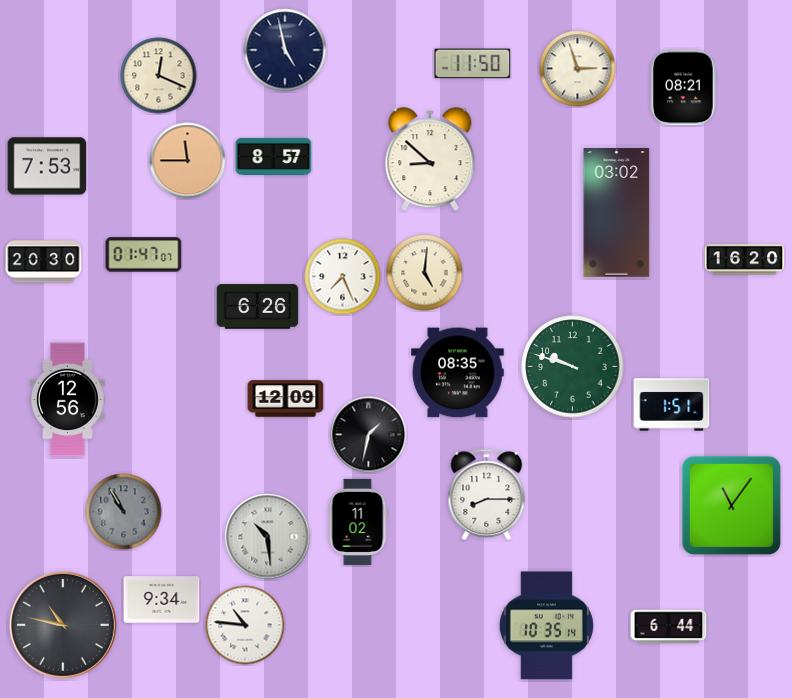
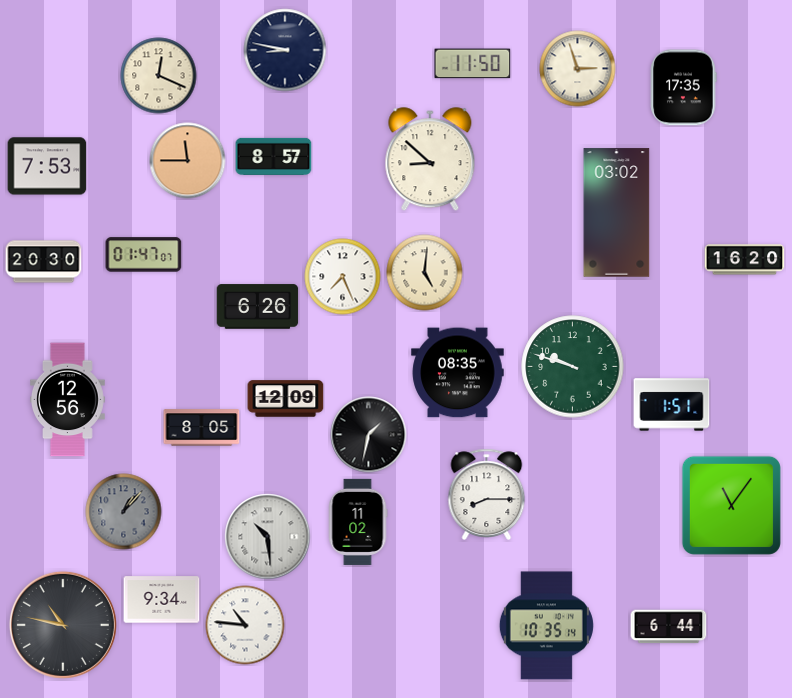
clock at (285, 50): 4:58 -> 8:47
clock at (683, 88): 08:21 -> 17:35
clock at (202, 428): none -> 8:05
clock at (124, 512): 10:55 -> 1:07
